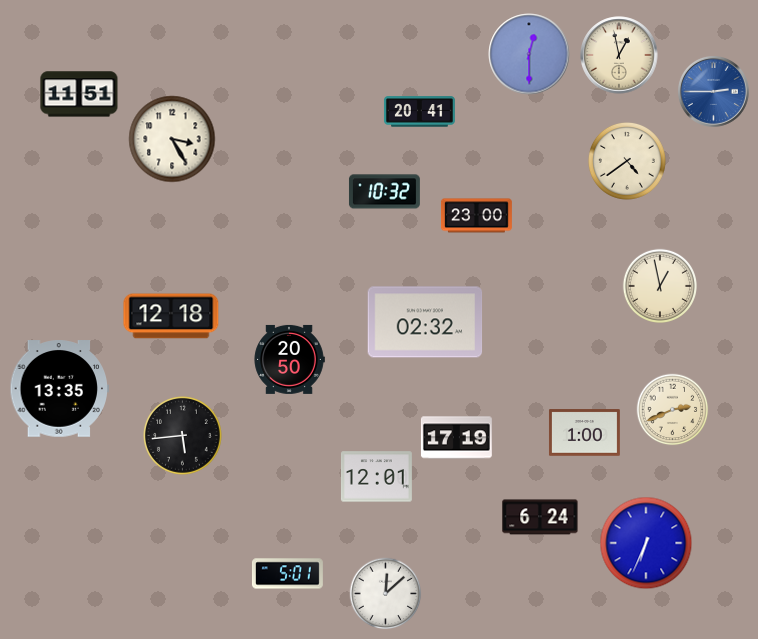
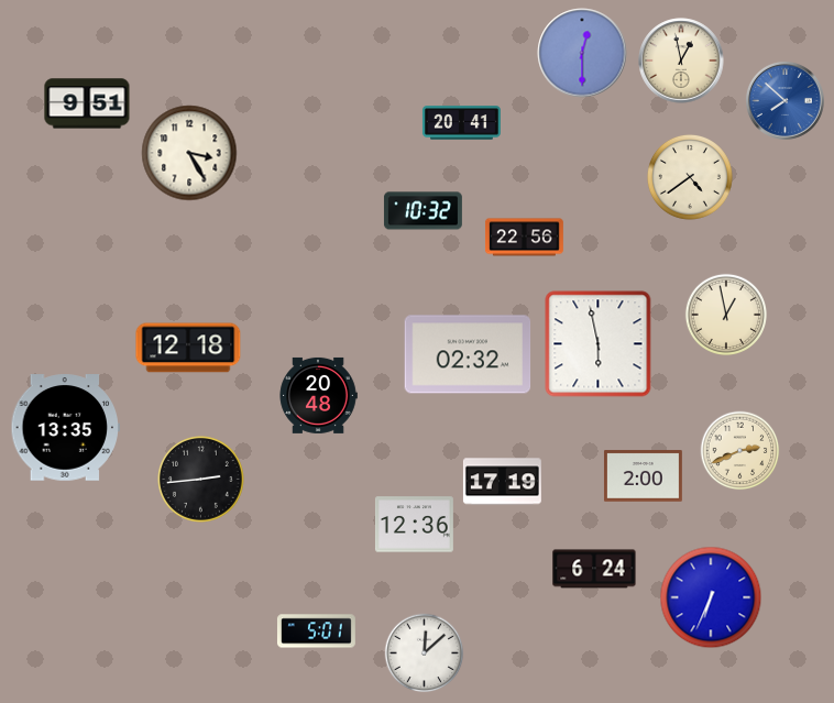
clock at (529, 54) position: (529, 54) -> (582, 53)
clock at (713, 91): 2:45 -> 7:52
clock at (79, 94): 11:51 -> 9:51
clock at (476, 216): 23:00 -> 22:56
clock at (599, 344): none -> 5:58
clock at (289, 359): 20:50 -> 20:48
clock at (584, 433): 1:00 -> 2:00
clock at (183, 436): 5:44 -> 2:44
clock at (376, 477): 12:01 -> 12:36
